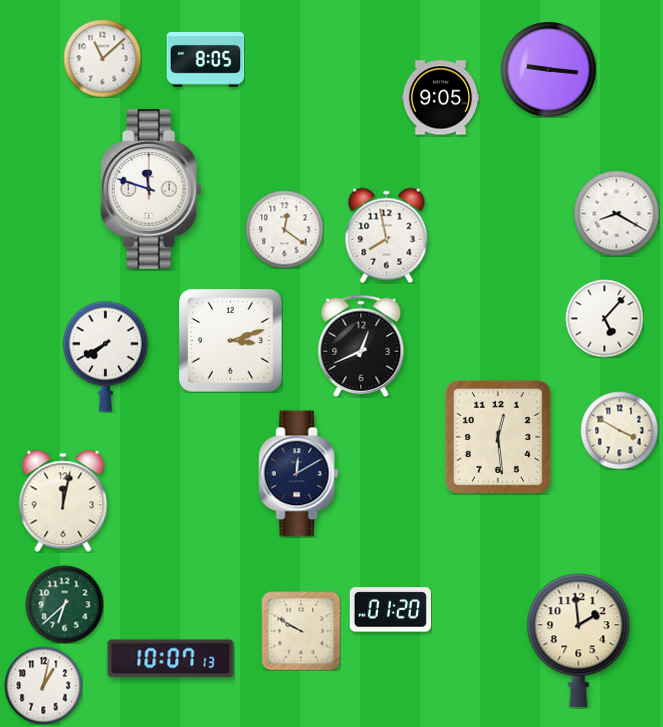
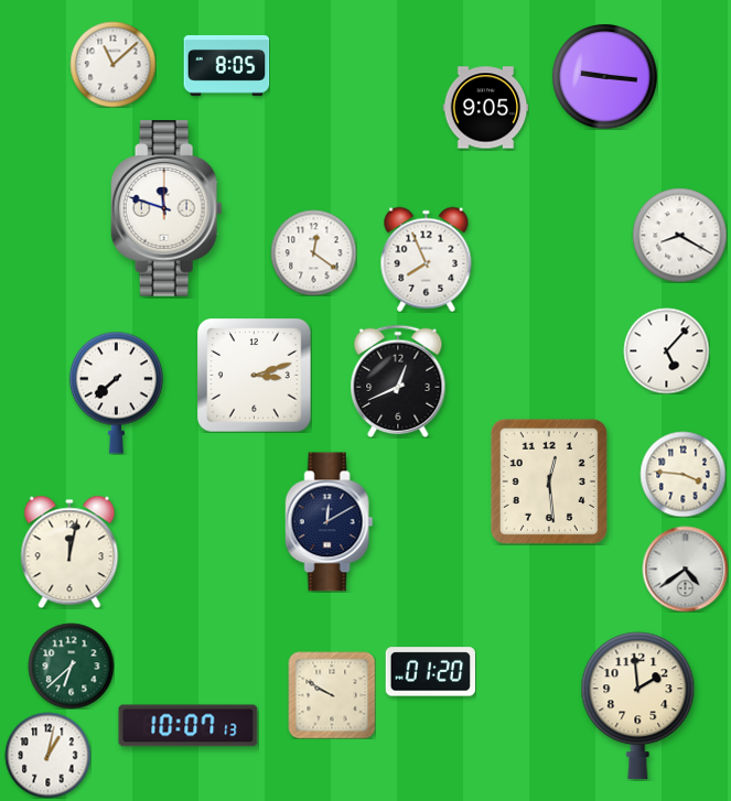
clock at (387, 235): 7:58 -> 7:56
clock at (105, 356): 7:40 -> 7:38
clock at (619, 430): 3:50 -> 3:46
clock at (685, 569): none -> 4:39
